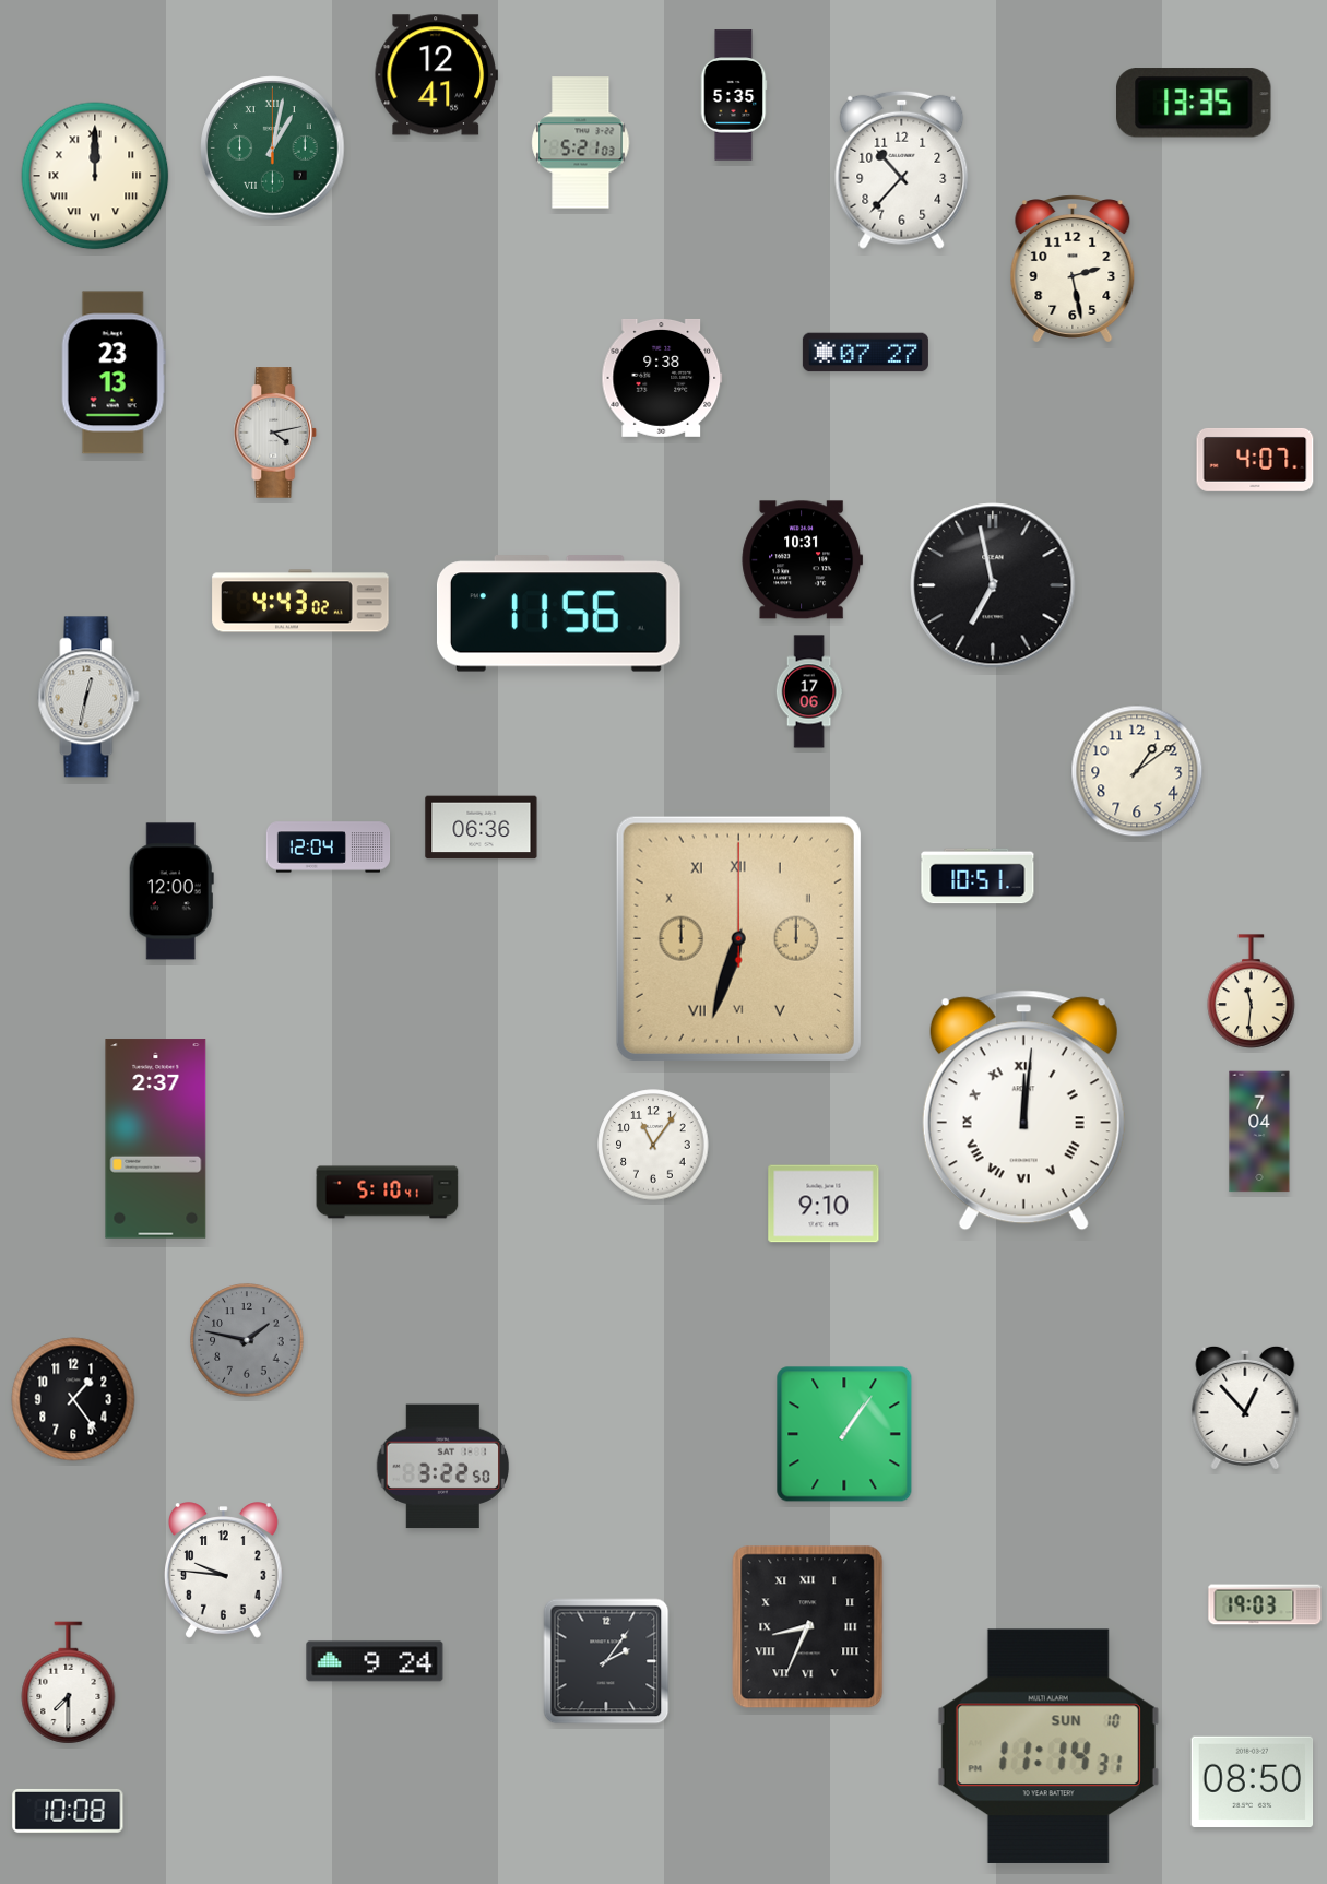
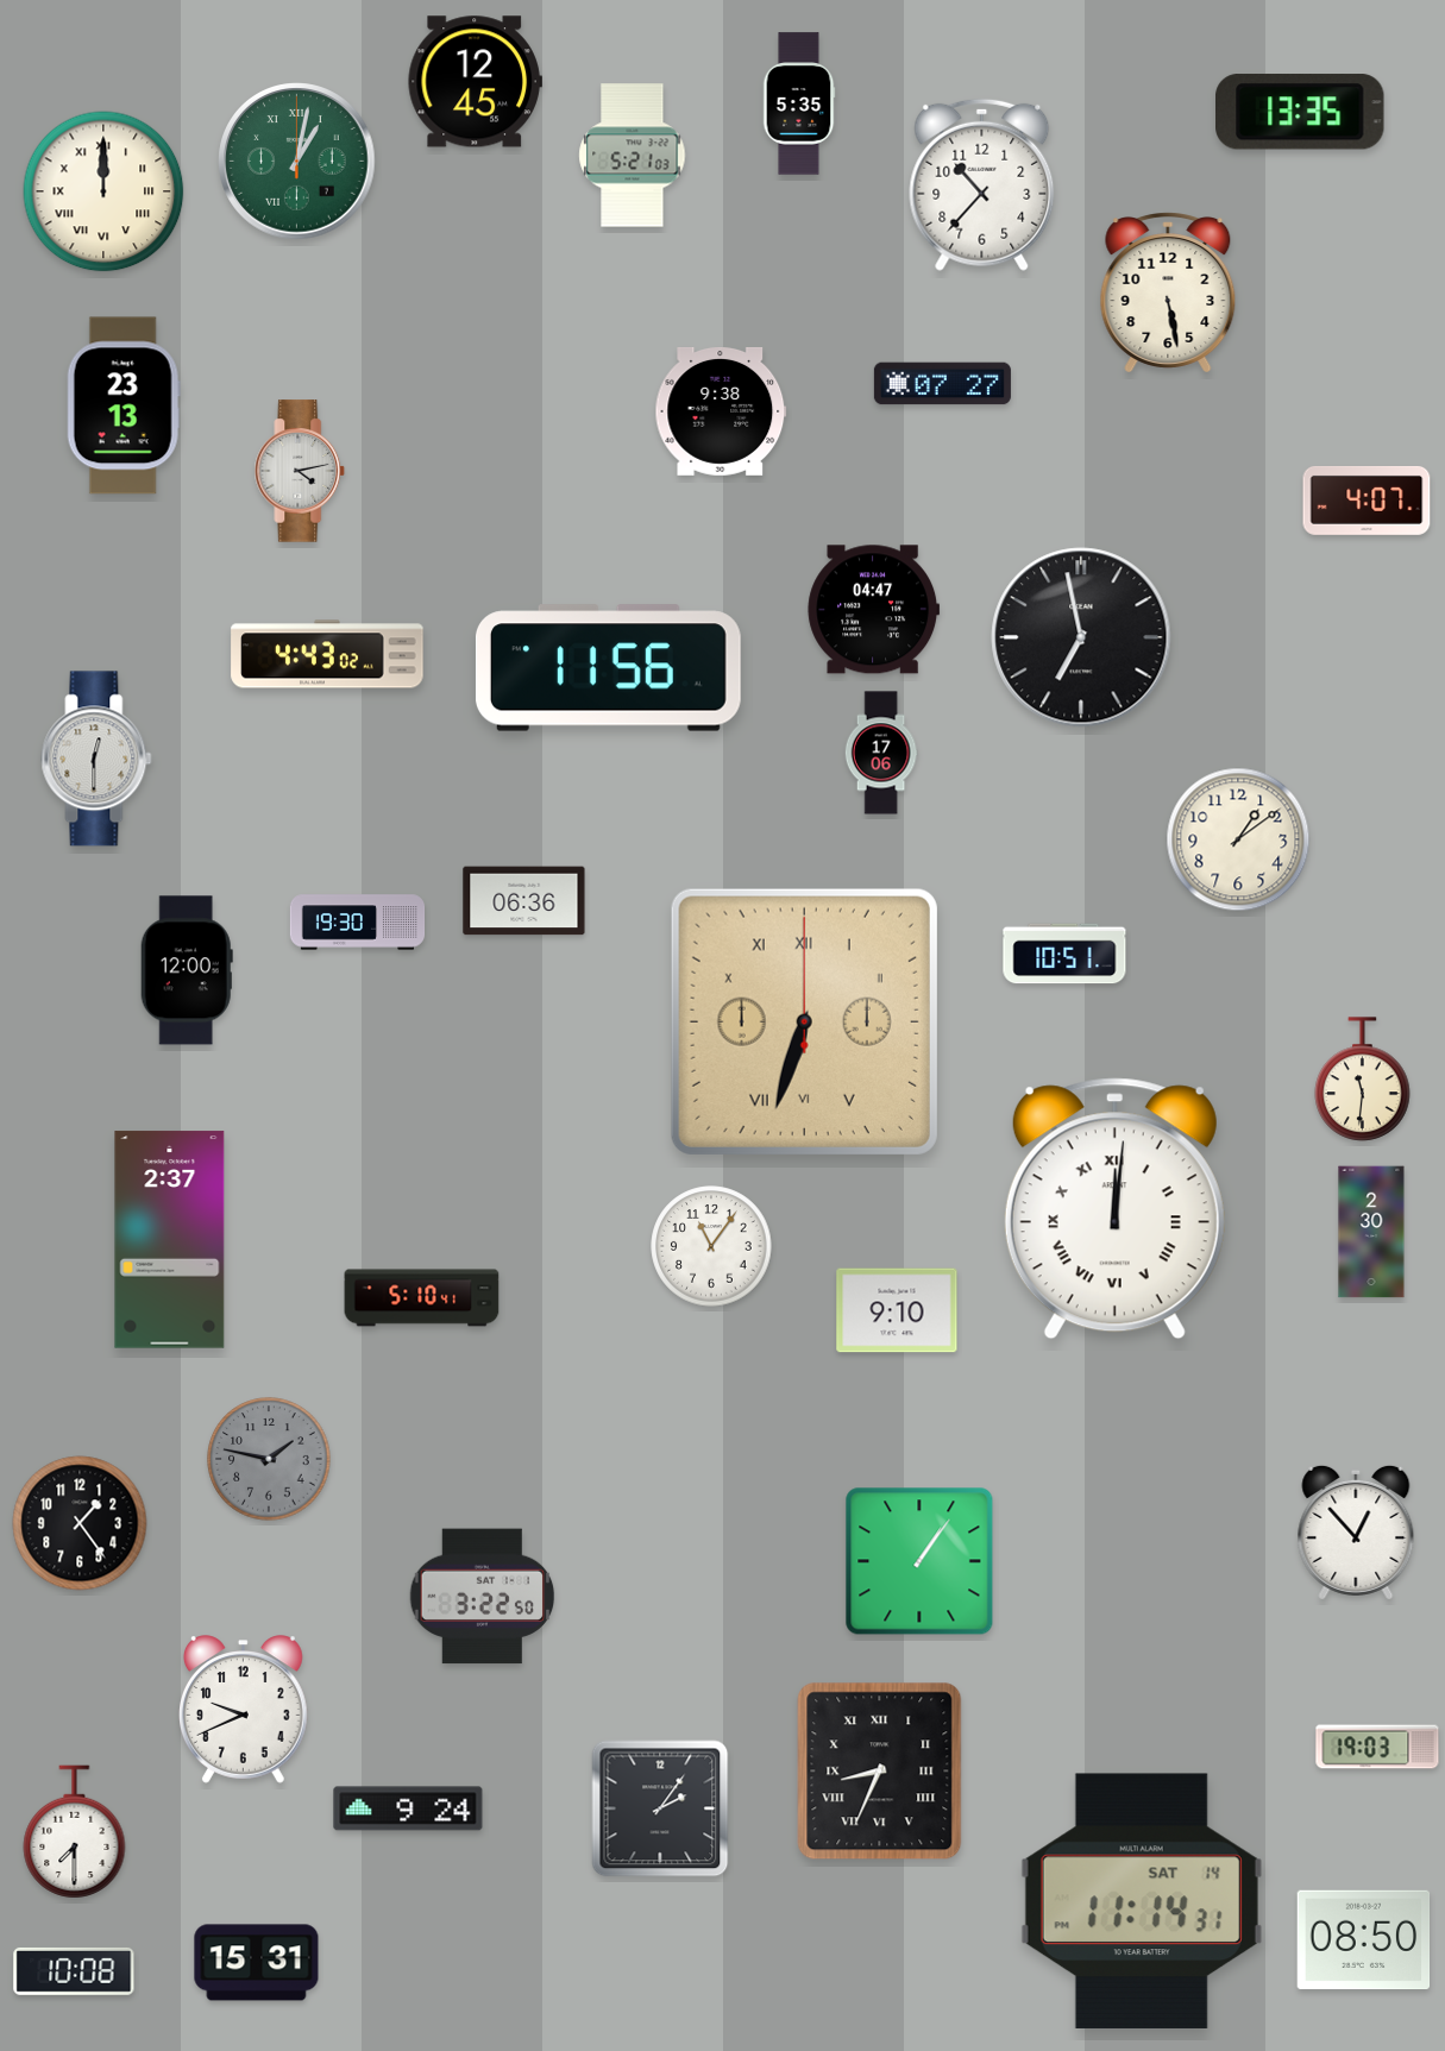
clock at (436, 75): 12:41 -> 12:45
clock at (1073, 269): 2:28 -> 5:28
clock at (803, 560): 10:31 -> 04:47
clock at (88, 697): 12:32 -> 12:30
clock at (329, 848): 12:04 -> 19:30
clock at (1259, 1131): 7:04 -> 2:30
clock at (224, 1571): 9:46 -> 9:41
clock at (1048, 1746) date: SUN 10 -> SAT 14
clock at (257, 1963): none -> 15:31
